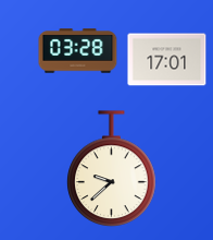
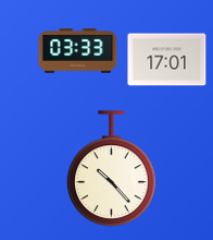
clock at (78, 51): 03:28 -> 03:33
clock at (112, 168): 9:38 -> 10:23
